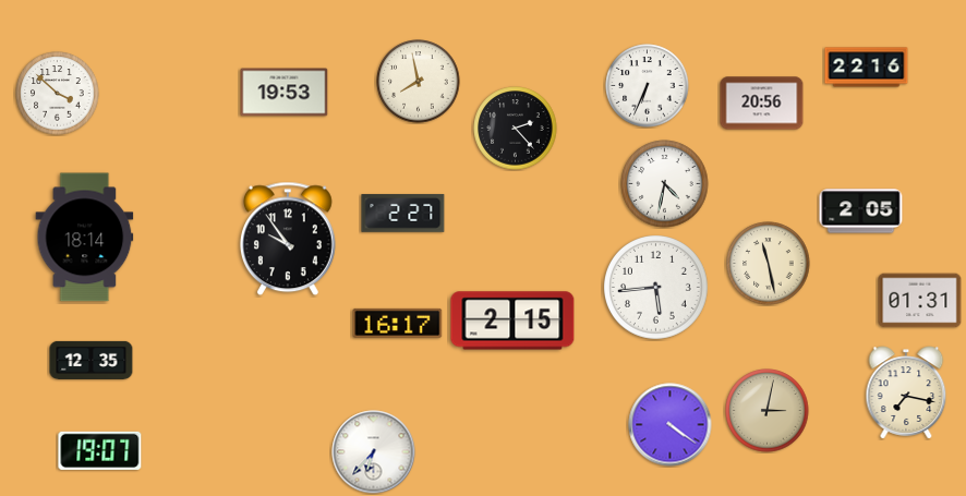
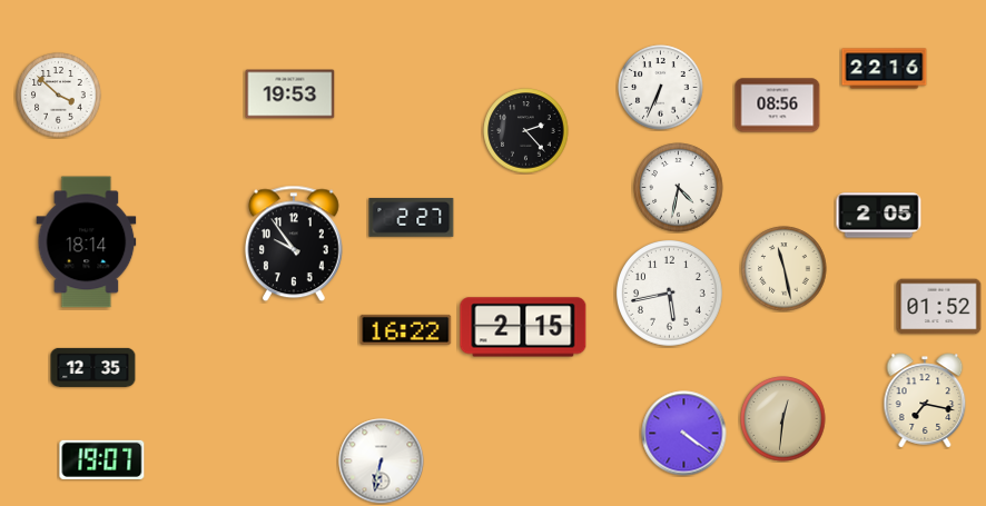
clock at (419, 82): 7:58 -> none
clock at (762, 104): 20:56 -> 08:56
clock at (656, 288): 5:44 -> 5:43
clock at (920, 301): 01:31 -> 01:52
clock at (398, 323): 16:17 -> 16:22
clock at (768, 411): 3:02 -> 12:31
clock at (374, 452): 6:37 -> 6:32
